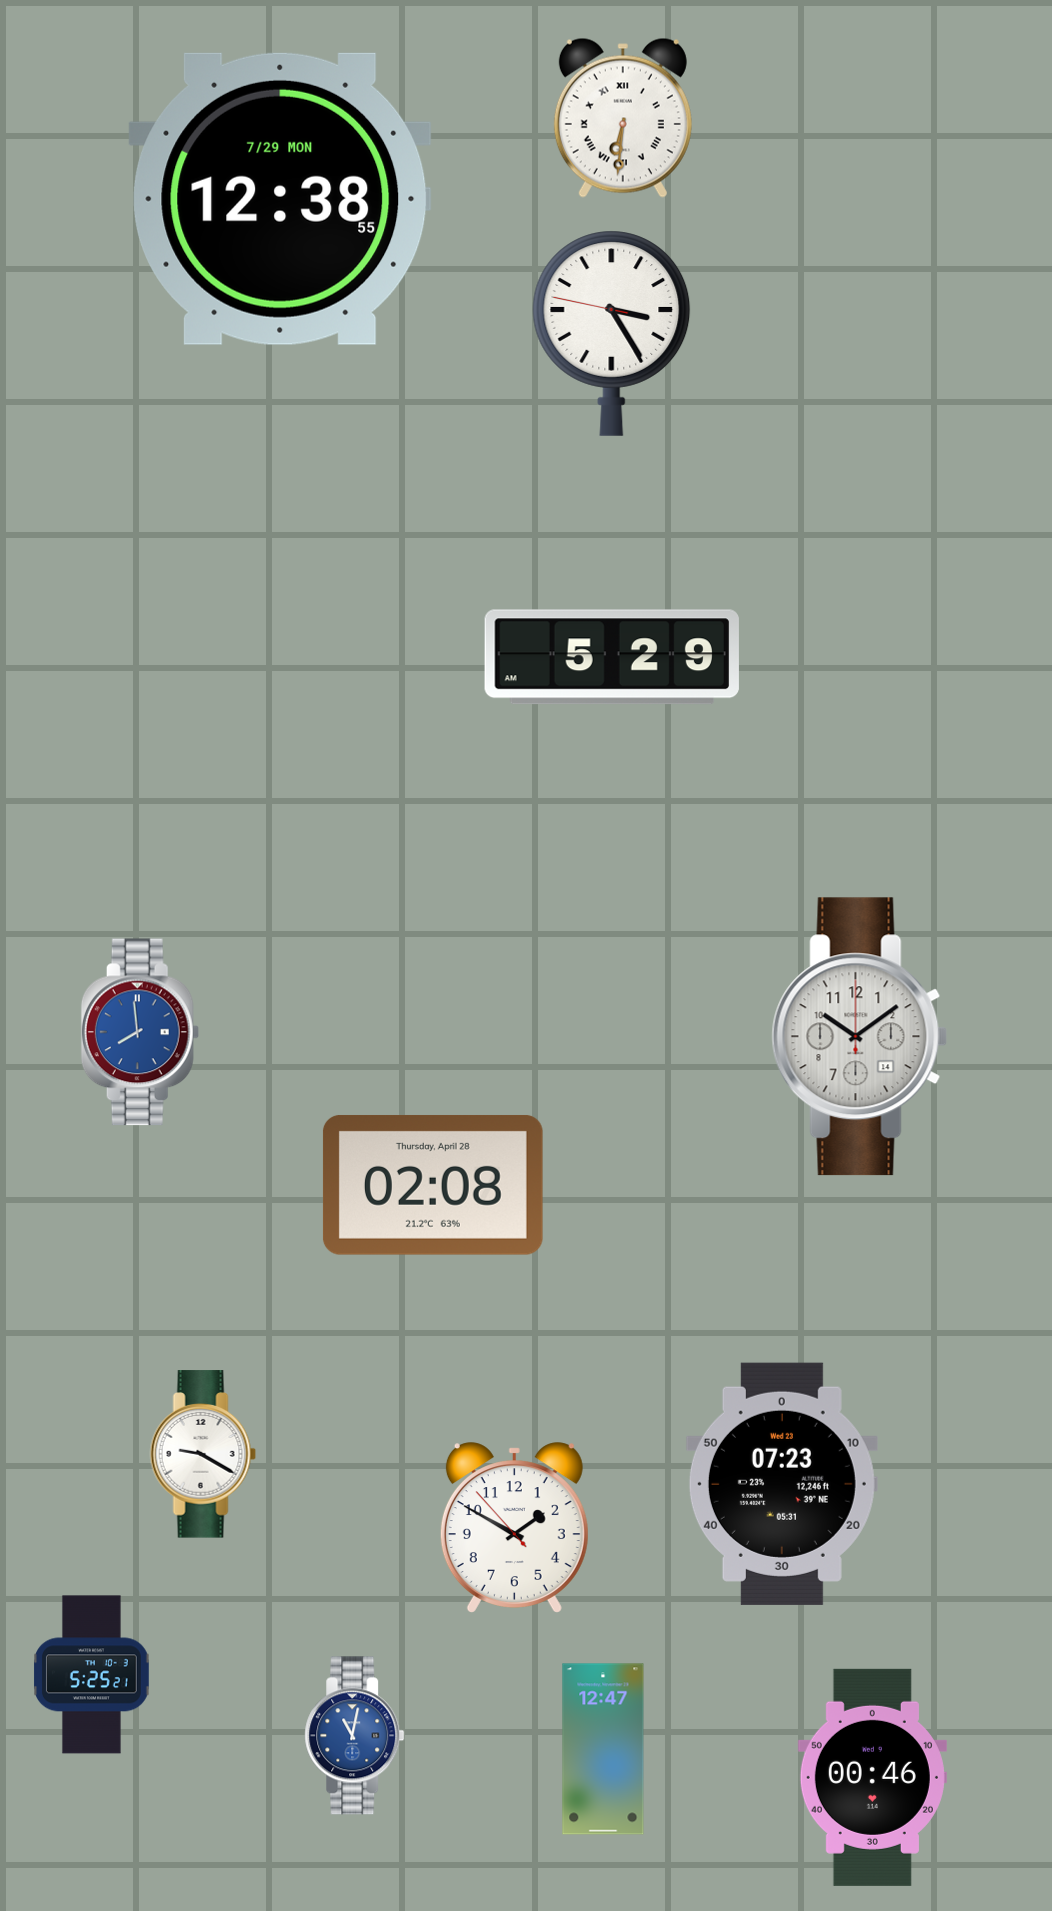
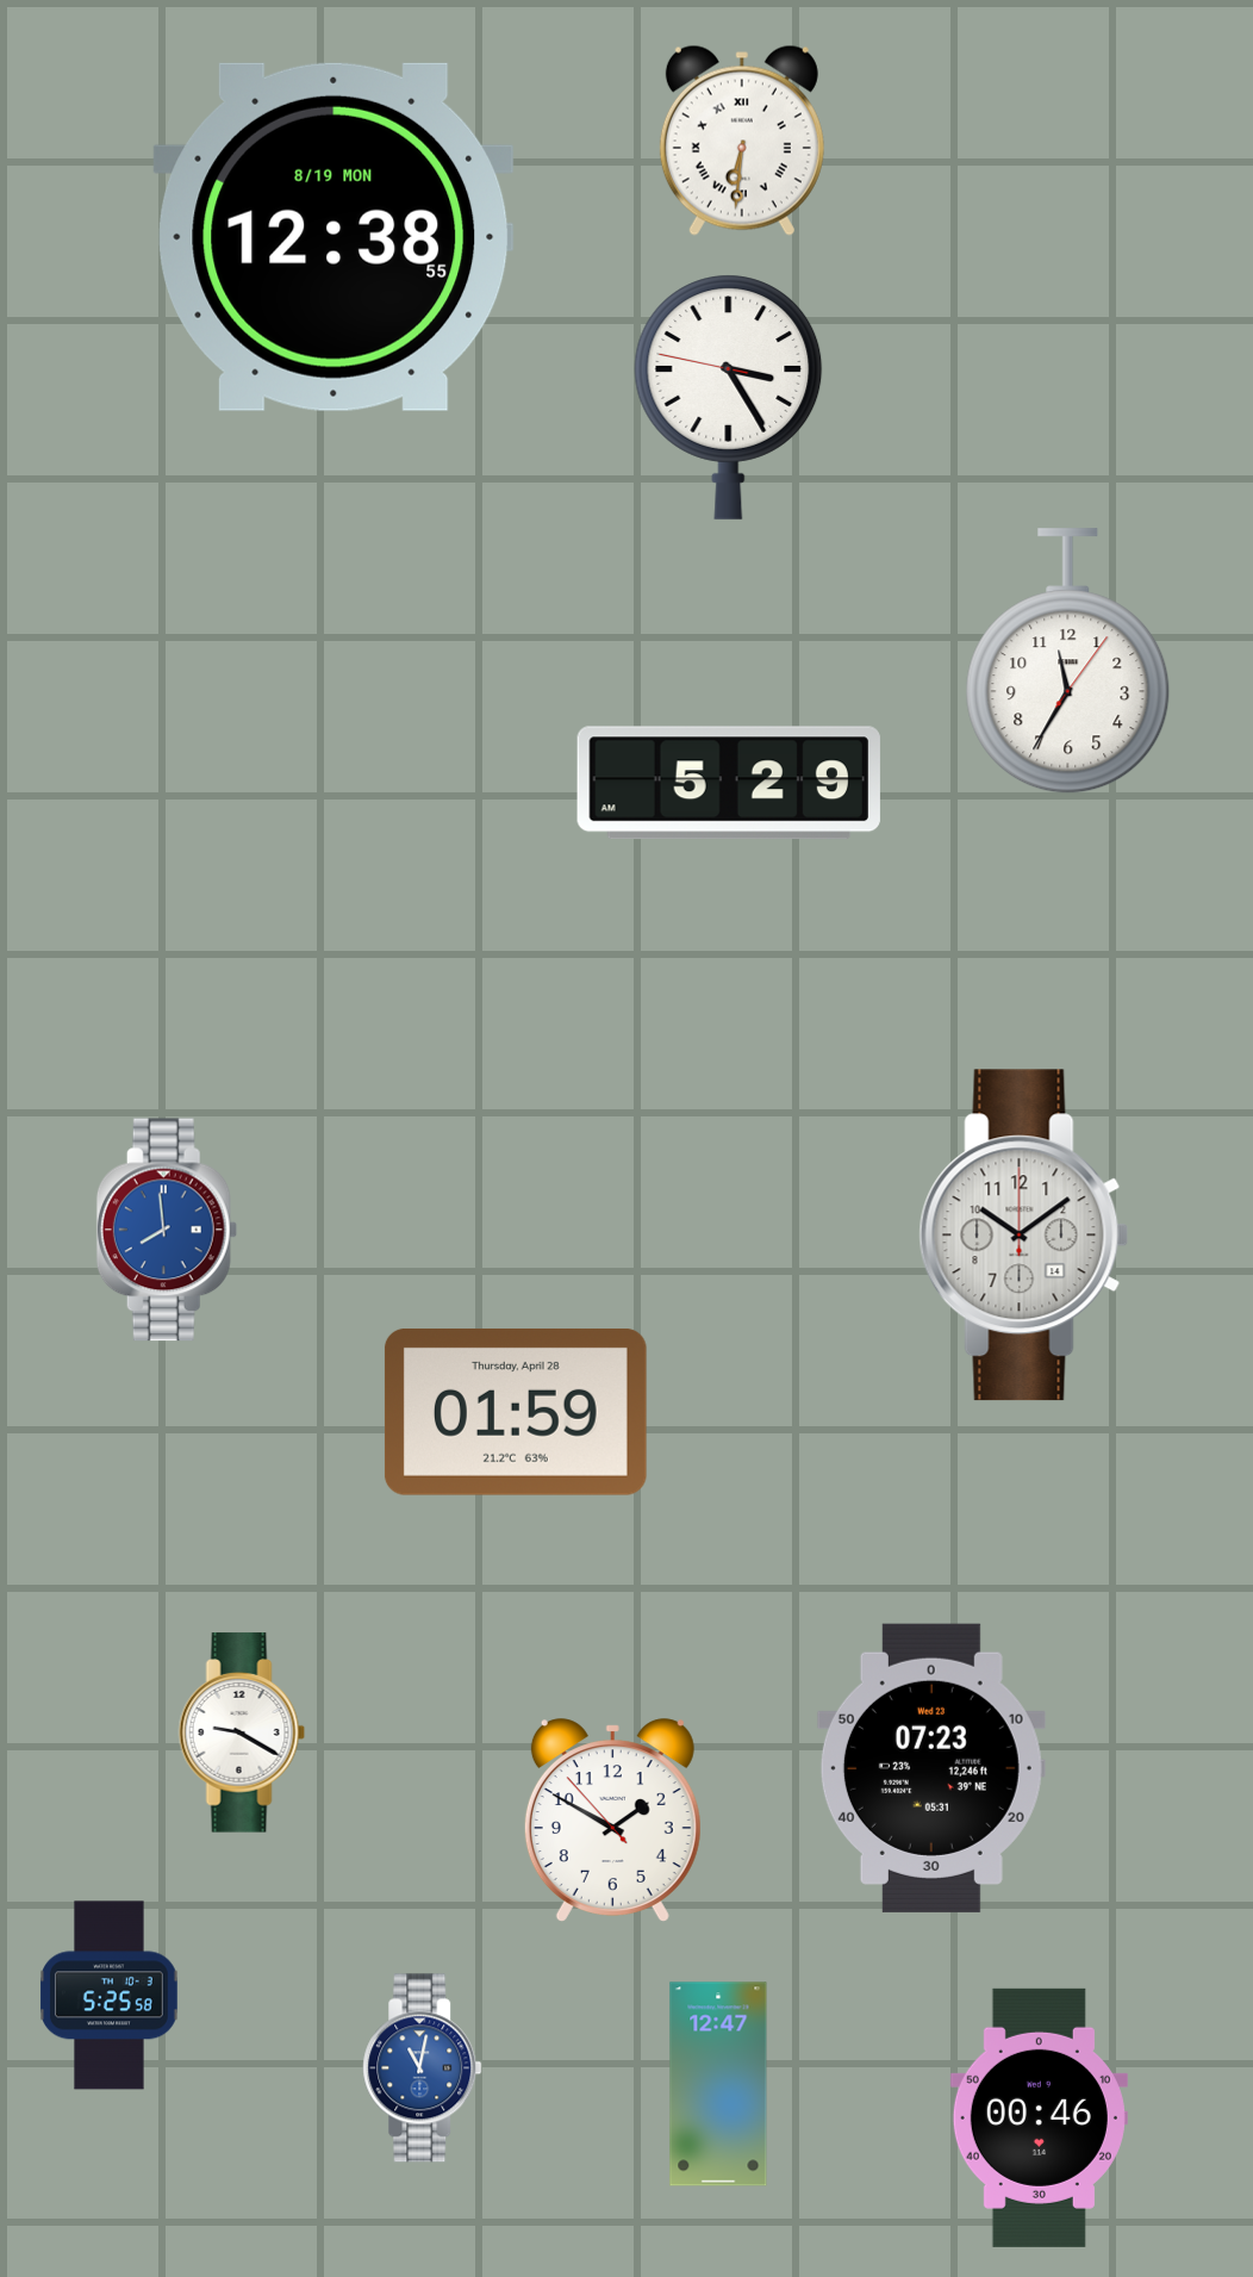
clock at (280, 199) date: 7/29 MON -> 8/19 MON
clock at (1068, 661): none -> 11:35
clock at (433, 1185): 02:08 -> 01:59
clock at (92, 1675): 5:25:21 -> 5:25:58
